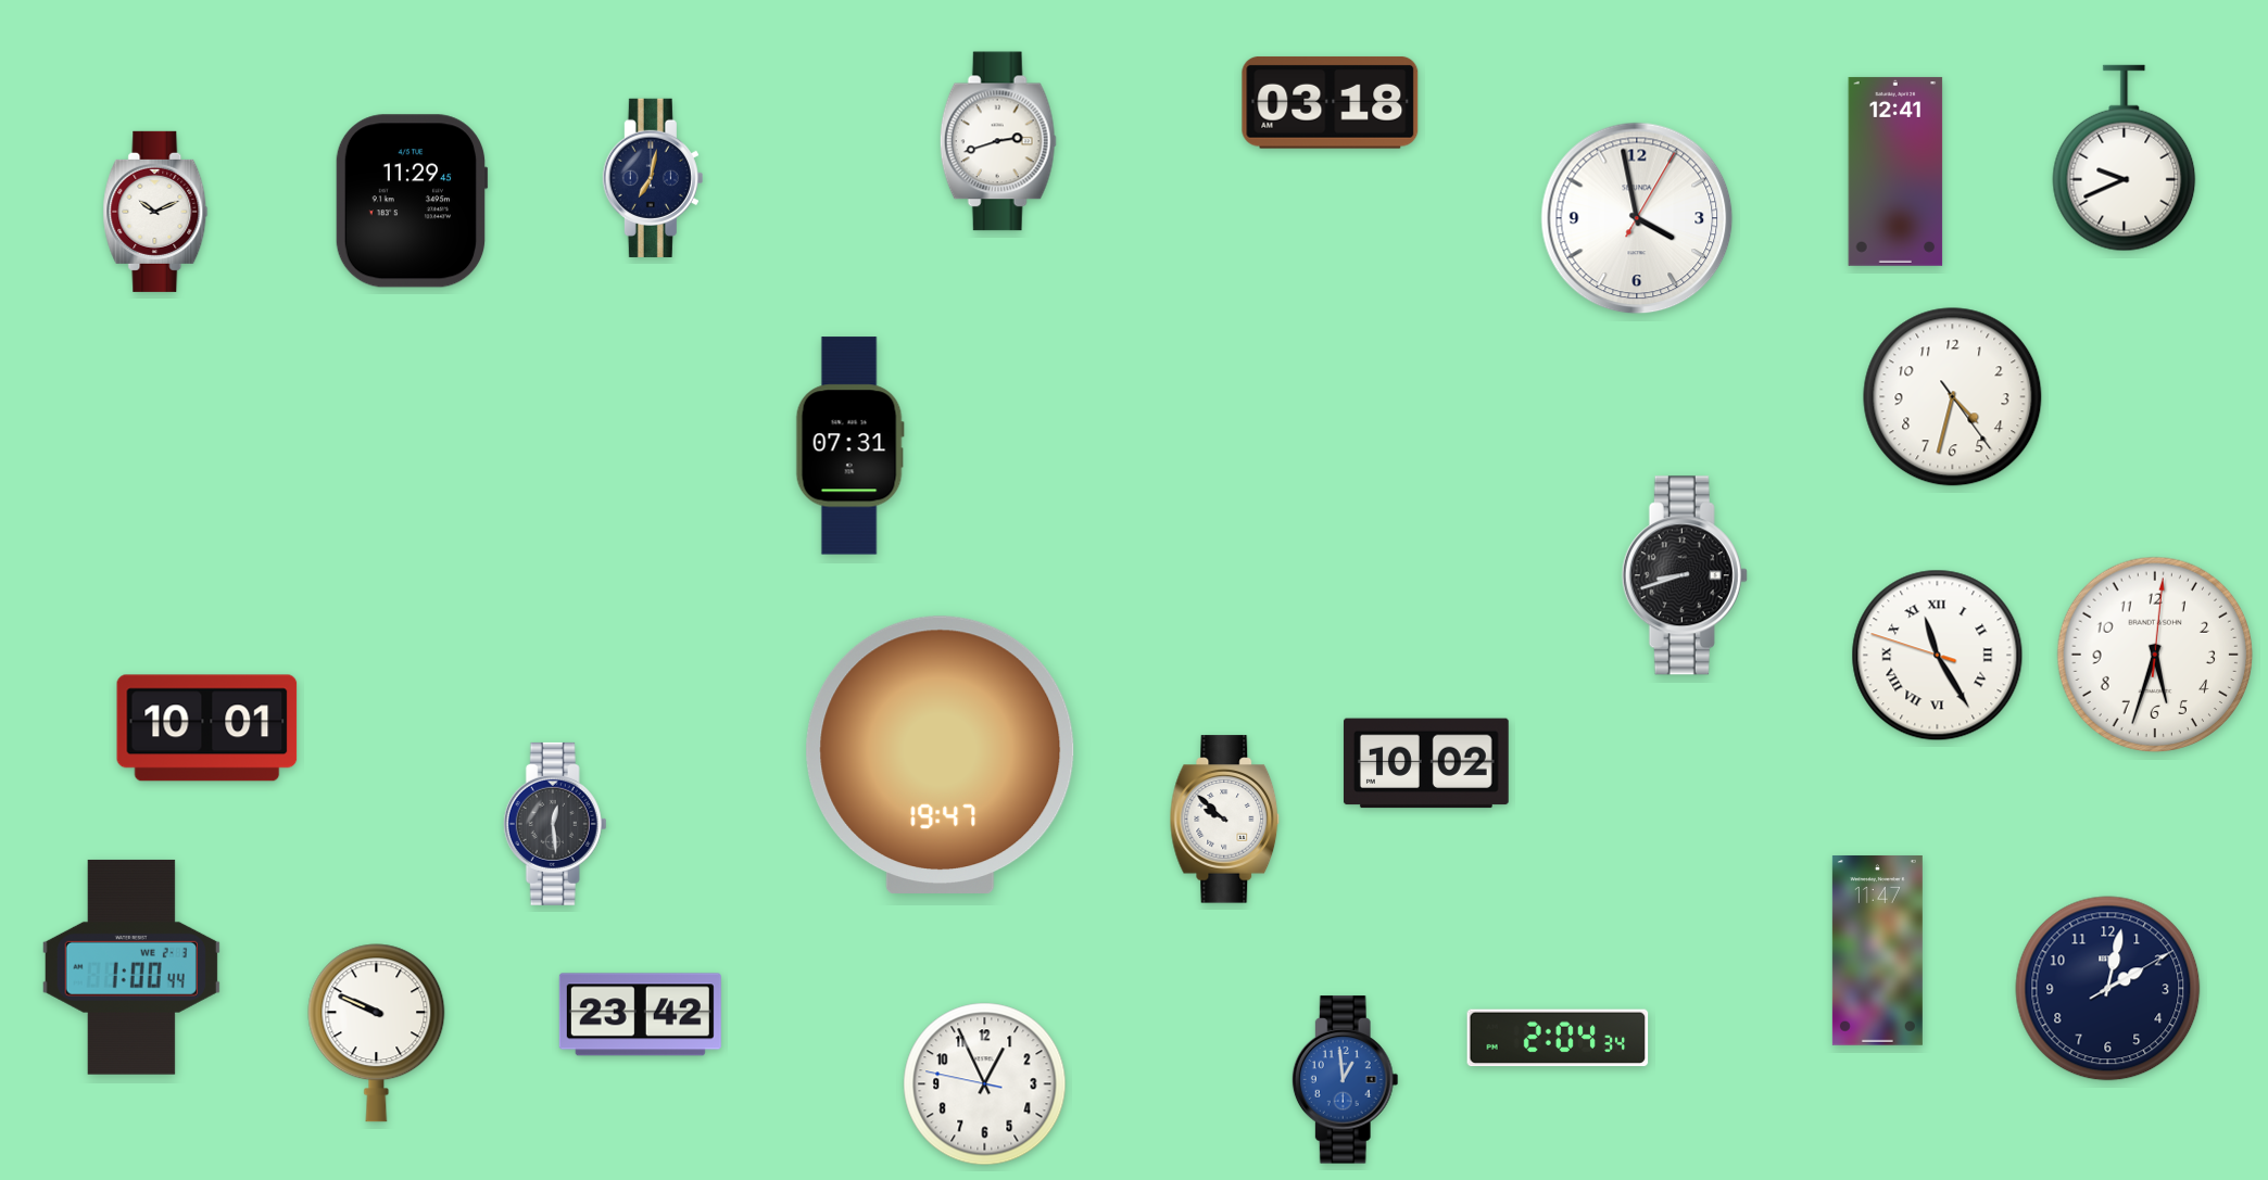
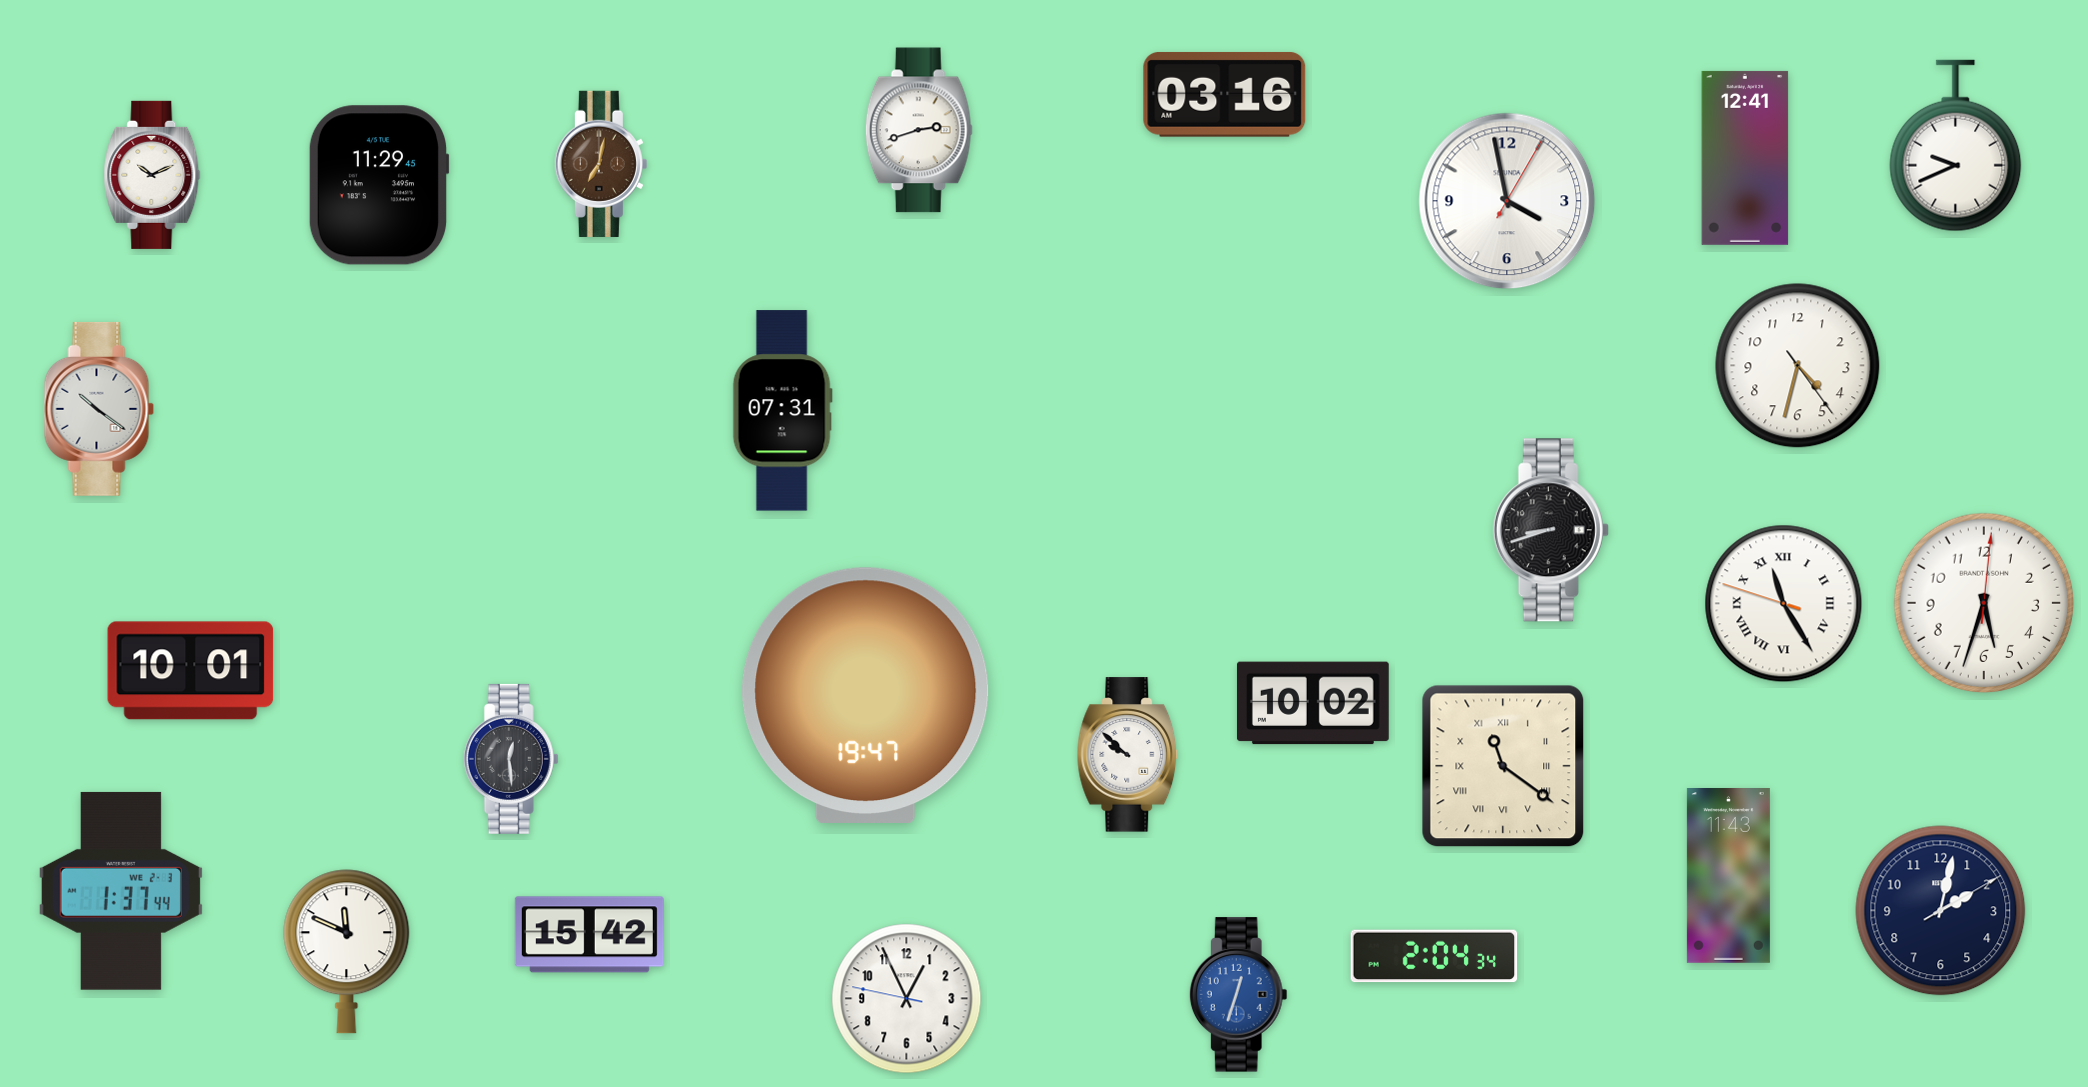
clock at (1331, 102): 03:18 -> 03:16
clock at (653, 178) dial: navy -> brown
clock at (155, 212) position: (155, 212) -> (152, 175)
clock at (99, 409): none -> 10:21
clock at (1503, 766): none -> 11:21
clock at (1877, 951): 11:47 -> 11:43
clock at (131, 967): 1:00 -> 1:37
clock at (640, 1015): 23:42 -> 15:42
clock at (377, 1033): 9:49 -> 11:49
clock at (1345, 1080): 12:59 -> 12:33
